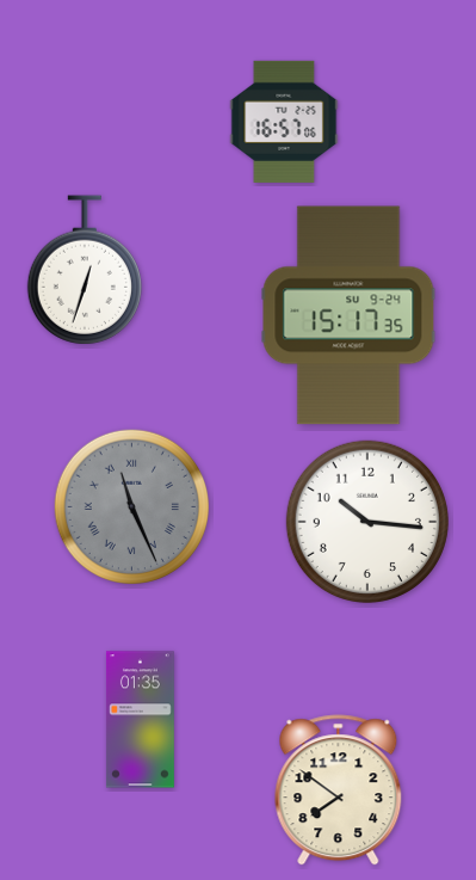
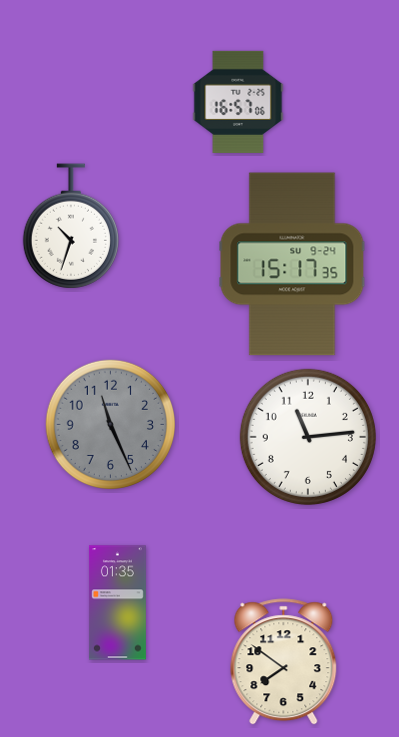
clock at (84, 270): 12:33 -> 10:33
clock at (131, 506) numerals: Roman -> Arabic
clock at (367, 522): 10:16 -> 11:14
